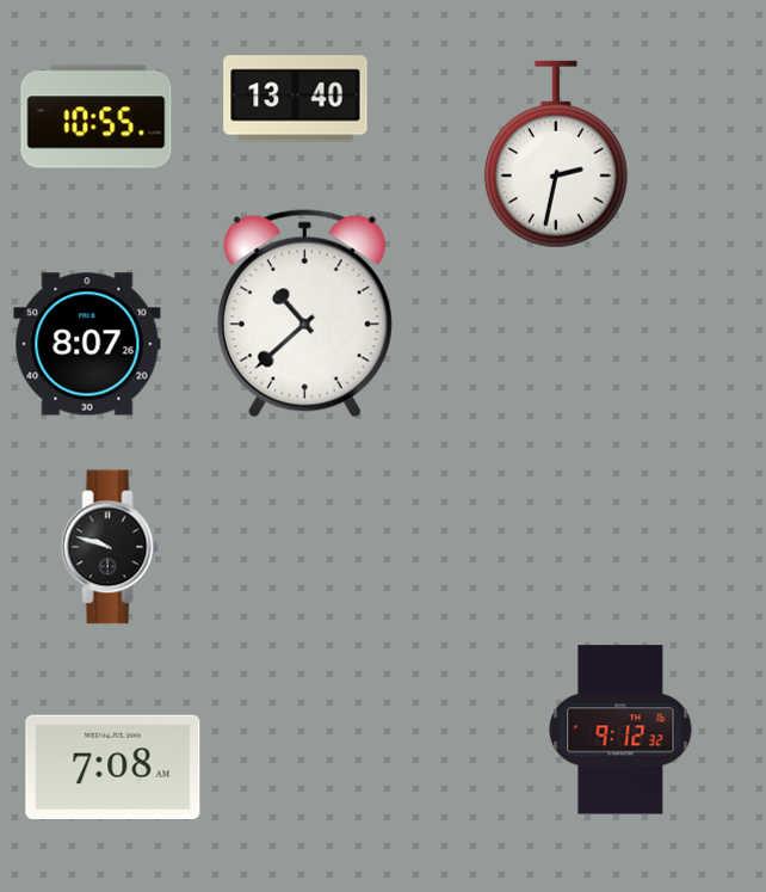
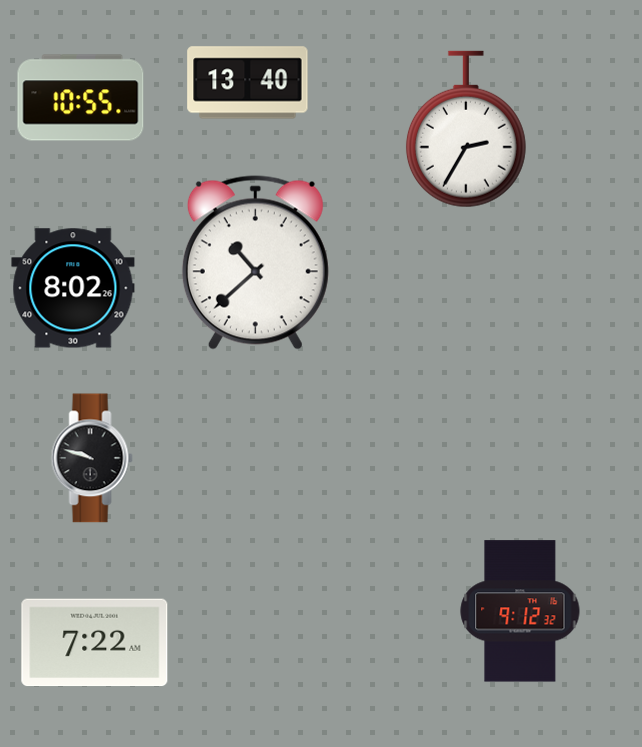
clock at (556, 154): 2:32 -> 2:35
clock at (87, 344): 8:07 -> 8:02
clock at (113, 768): 7:08 -> 7:22
